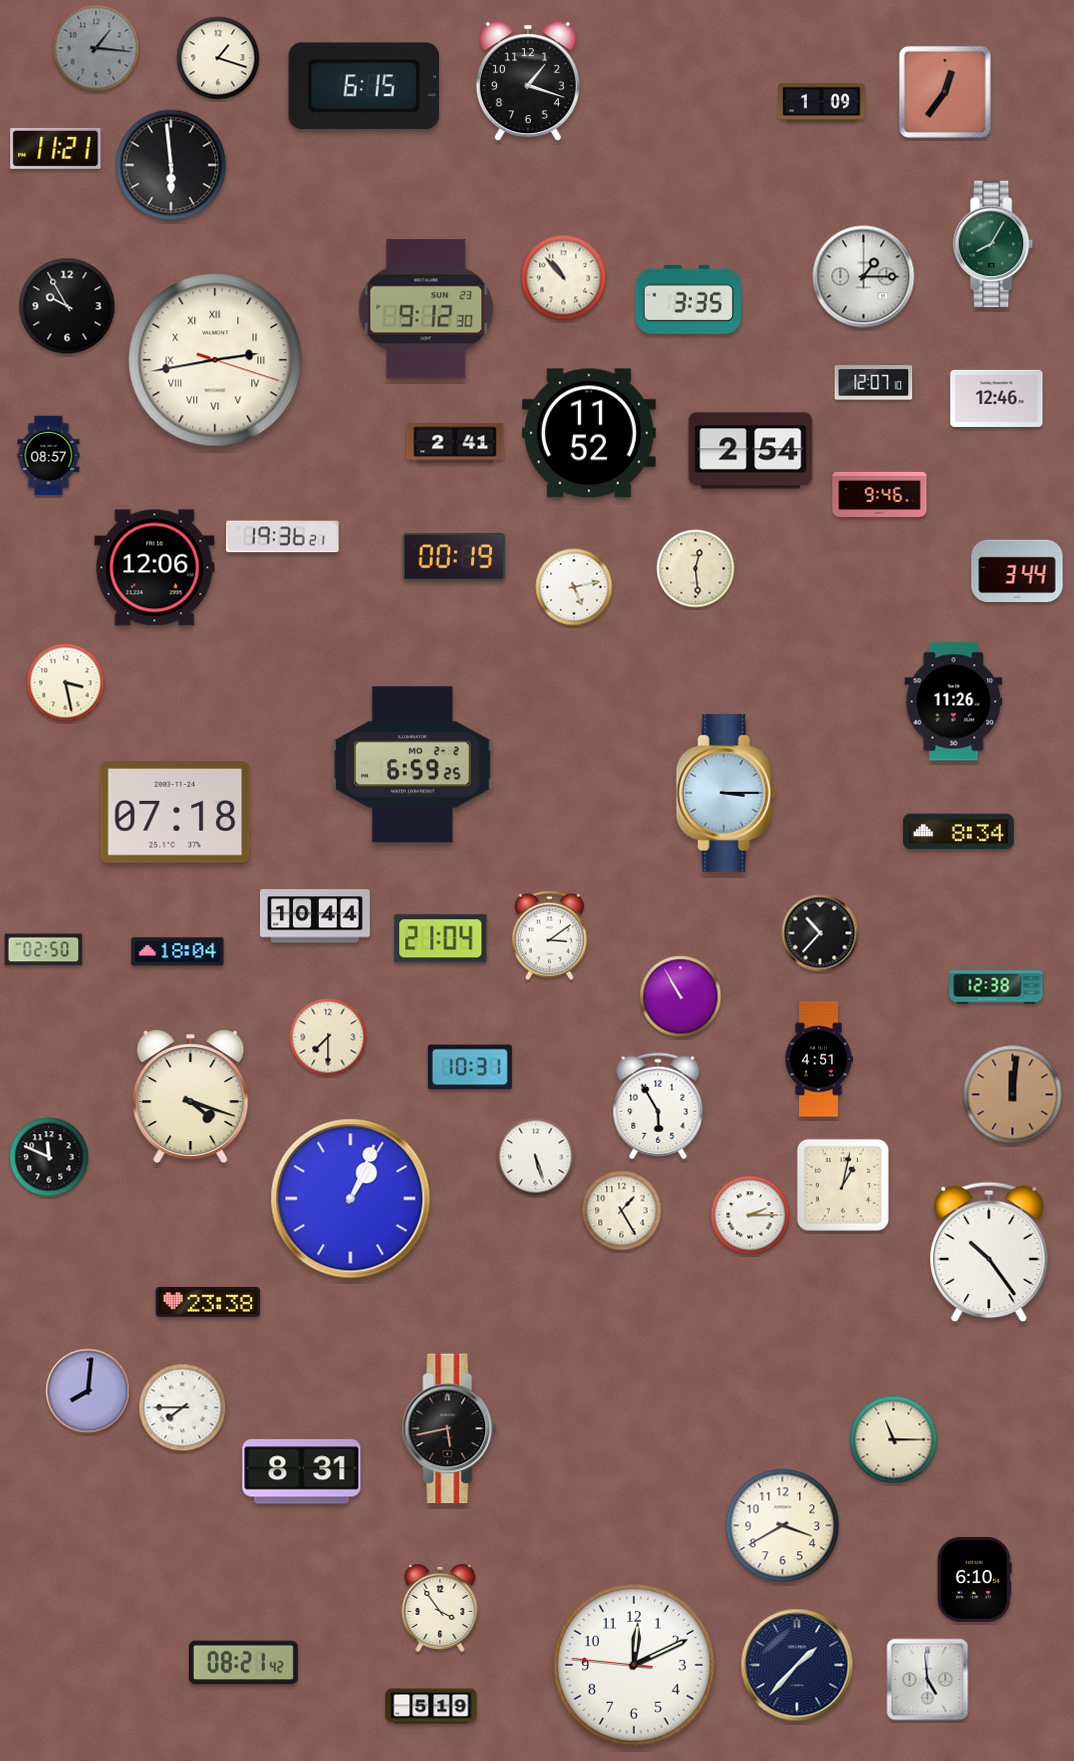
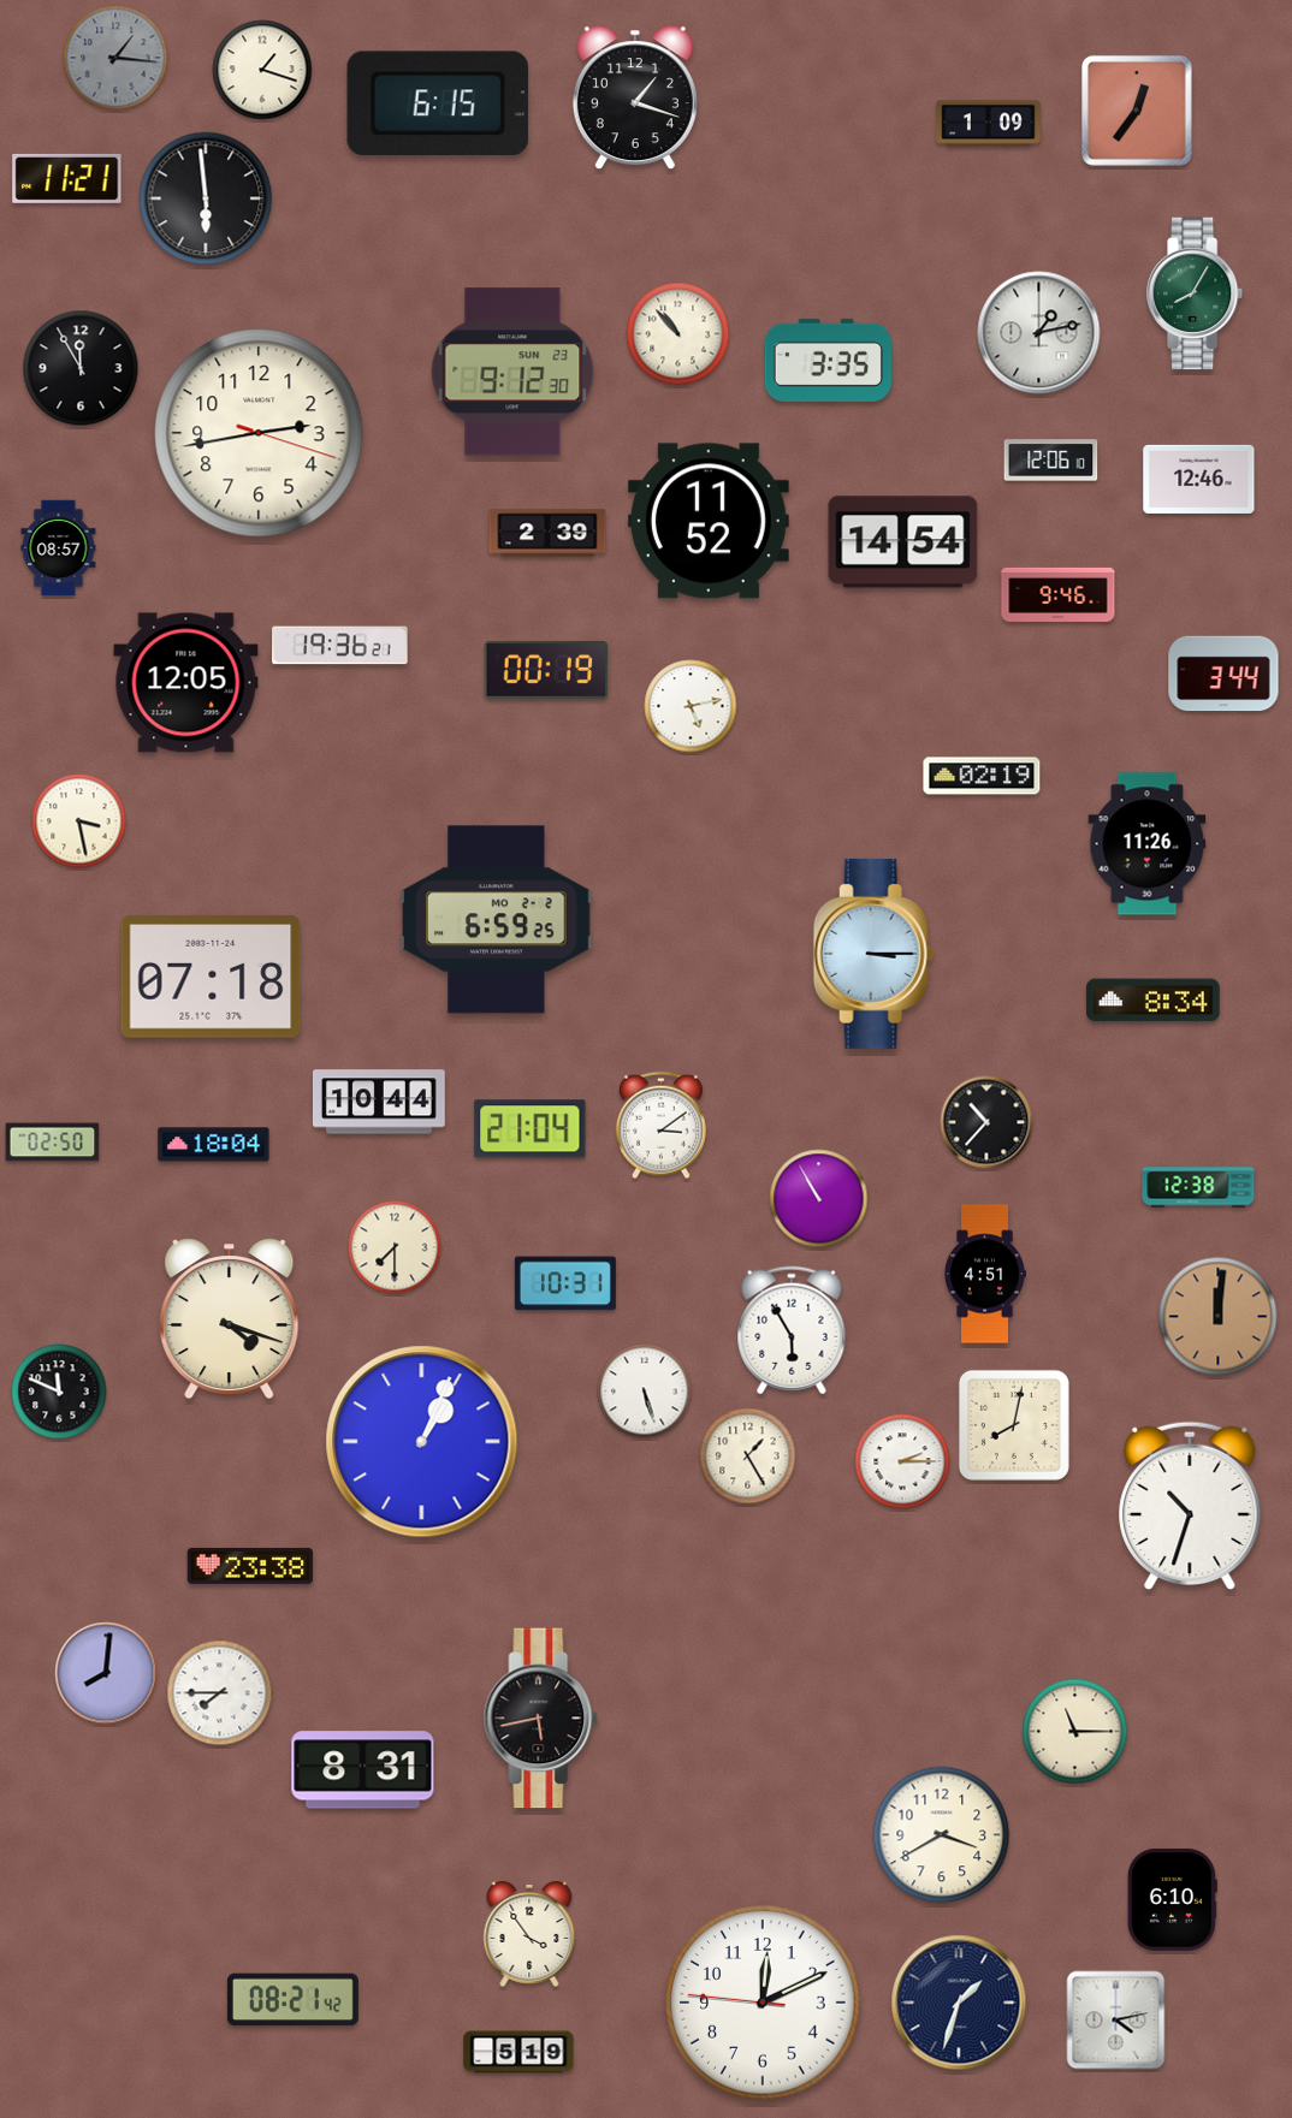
clock at (864, 277): 1:15 -> 1:13
clock at (67, 306): 9:55 -> 11:55
clock at (215, 360) numerals: Roman -> Arabic
clock at (874, 383): 12:07 -> 12:06
clock at (455, 443): 2:41 -> 2:39
clock at (751, 451): 2:54 -> 14:54
clock at (155, 568): 12:06 -> 12:05
clock at (696, 569): 12:29 -> none
clock at (1017, 571) position: (1017, 571) -> (1223, 674)
clock at (982, 776): none -> 02:19
clock at (843, 1185): 1:02 -> 8:02
clock at (989, 1252): 10:24 -> 10:33
clock at (797, 1665): 1:37 -> 1:33
clock at (928, 1680): 4:59 -> 4:13
